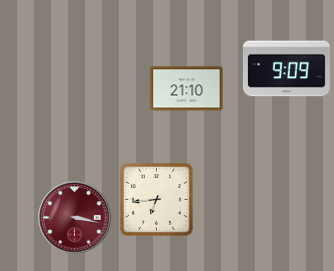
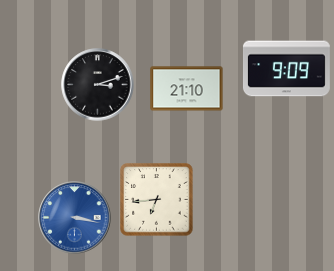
clock at (98, 85): none -> 3:12
clock at (75, 218) dial: burgundy -> blue
